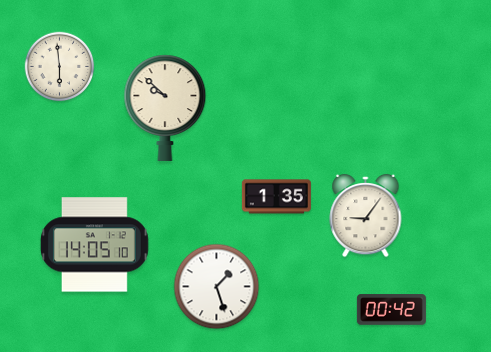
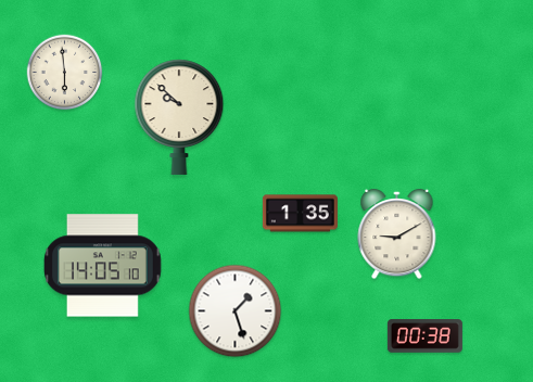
clock at (366, 216): 9:06 -> 9:10
clock at (391, 310): 00:42 -> 00:38
